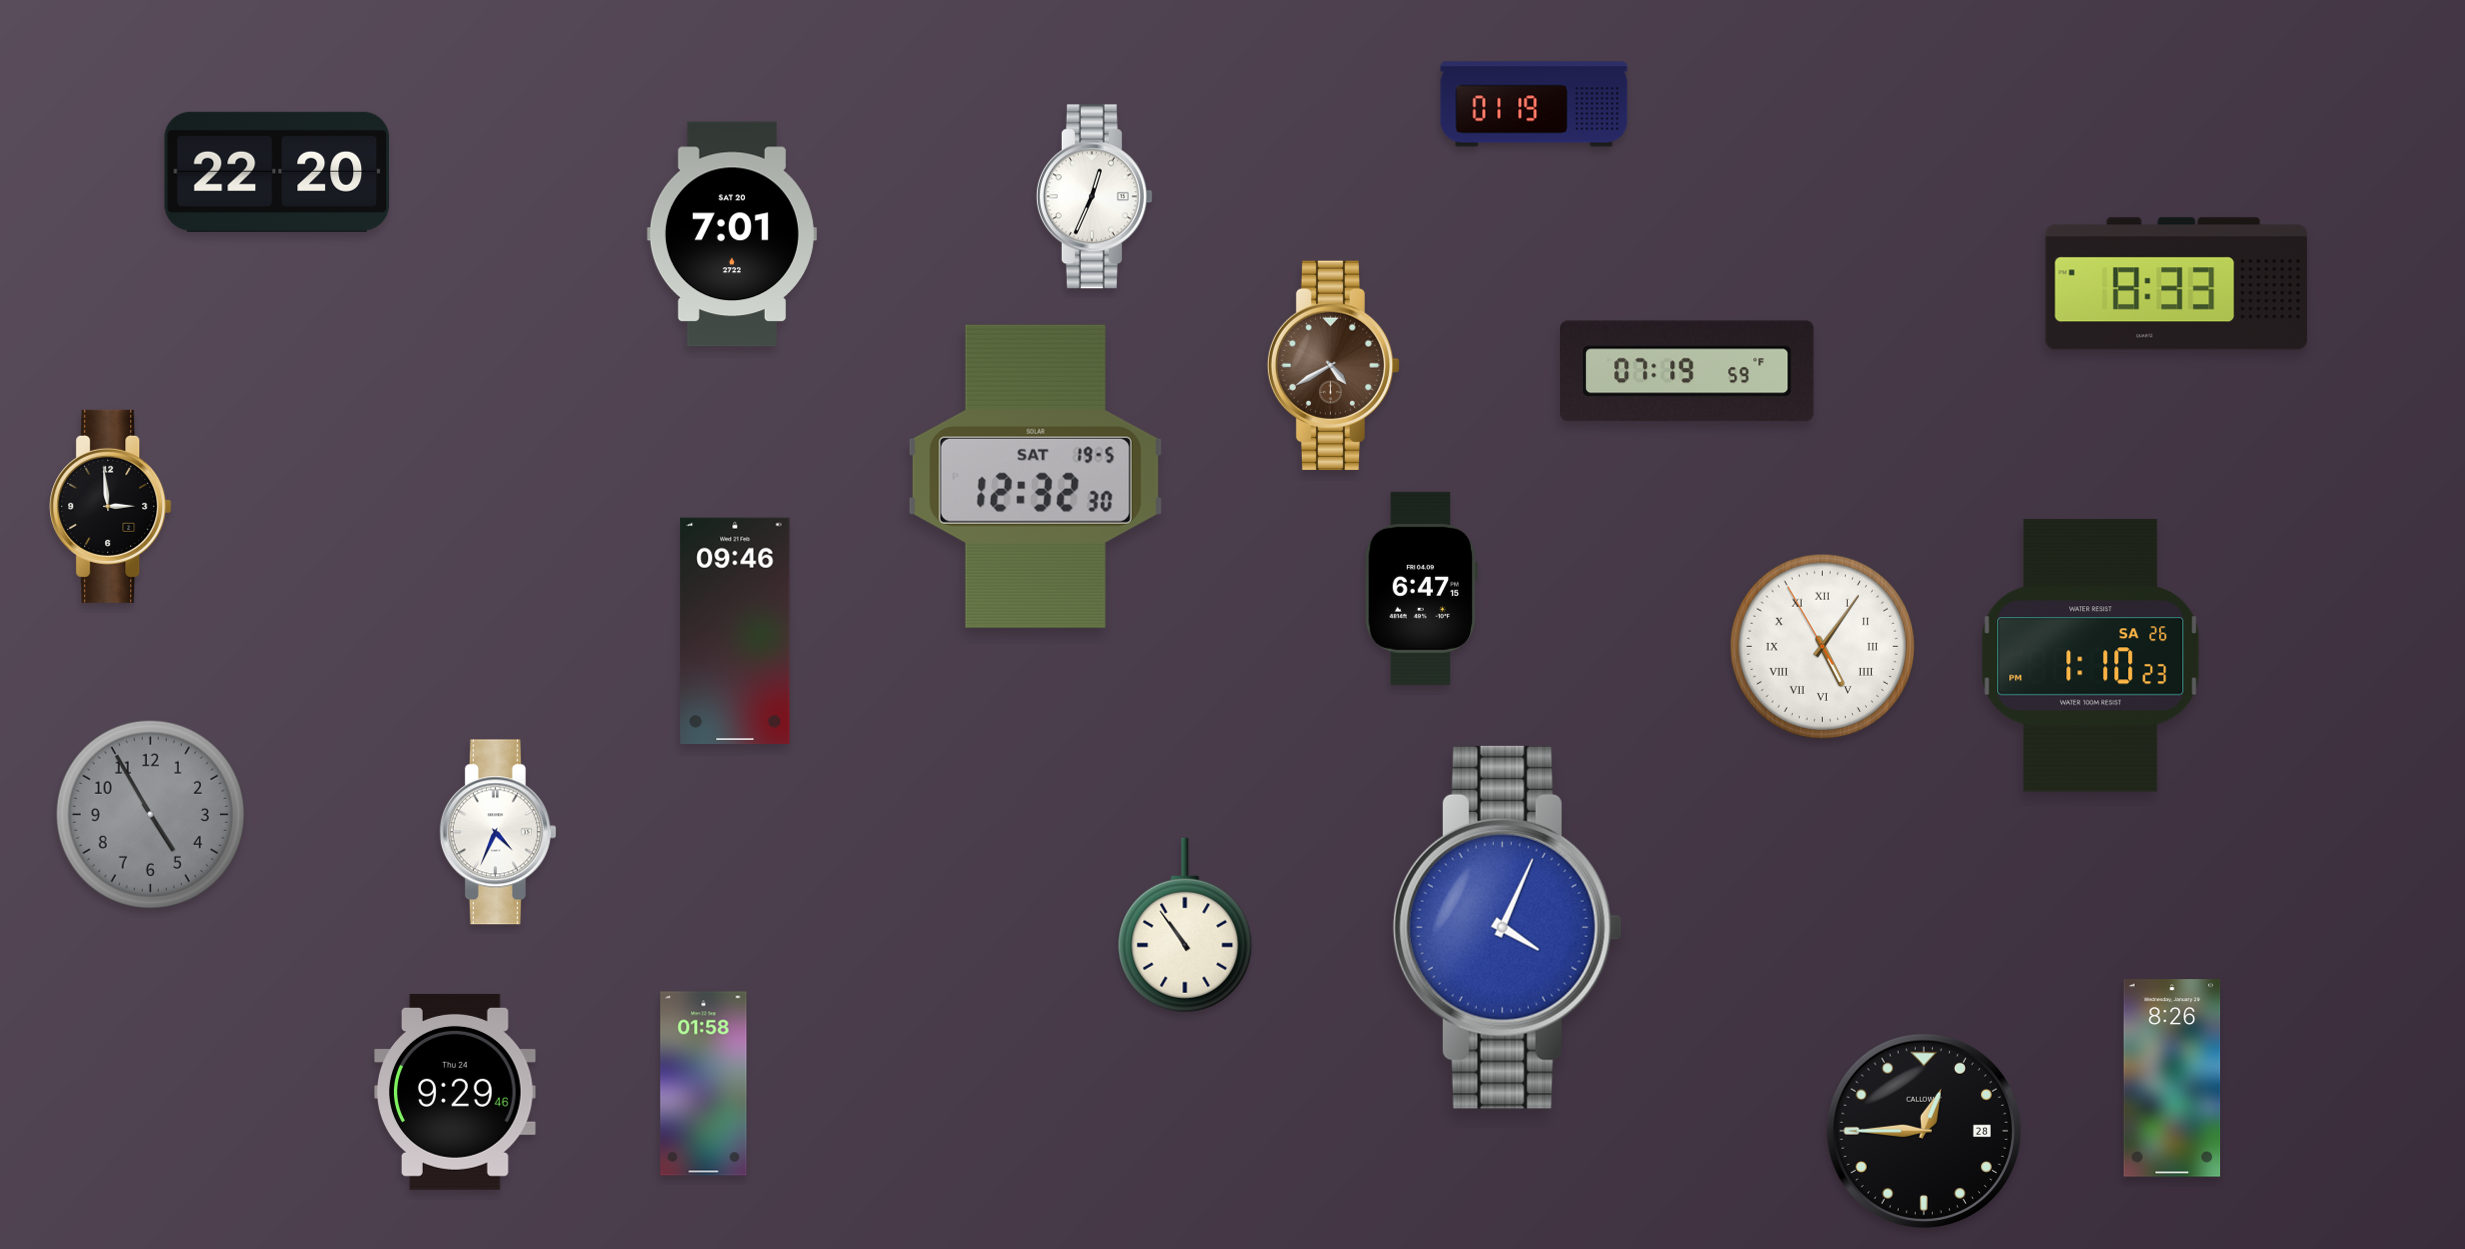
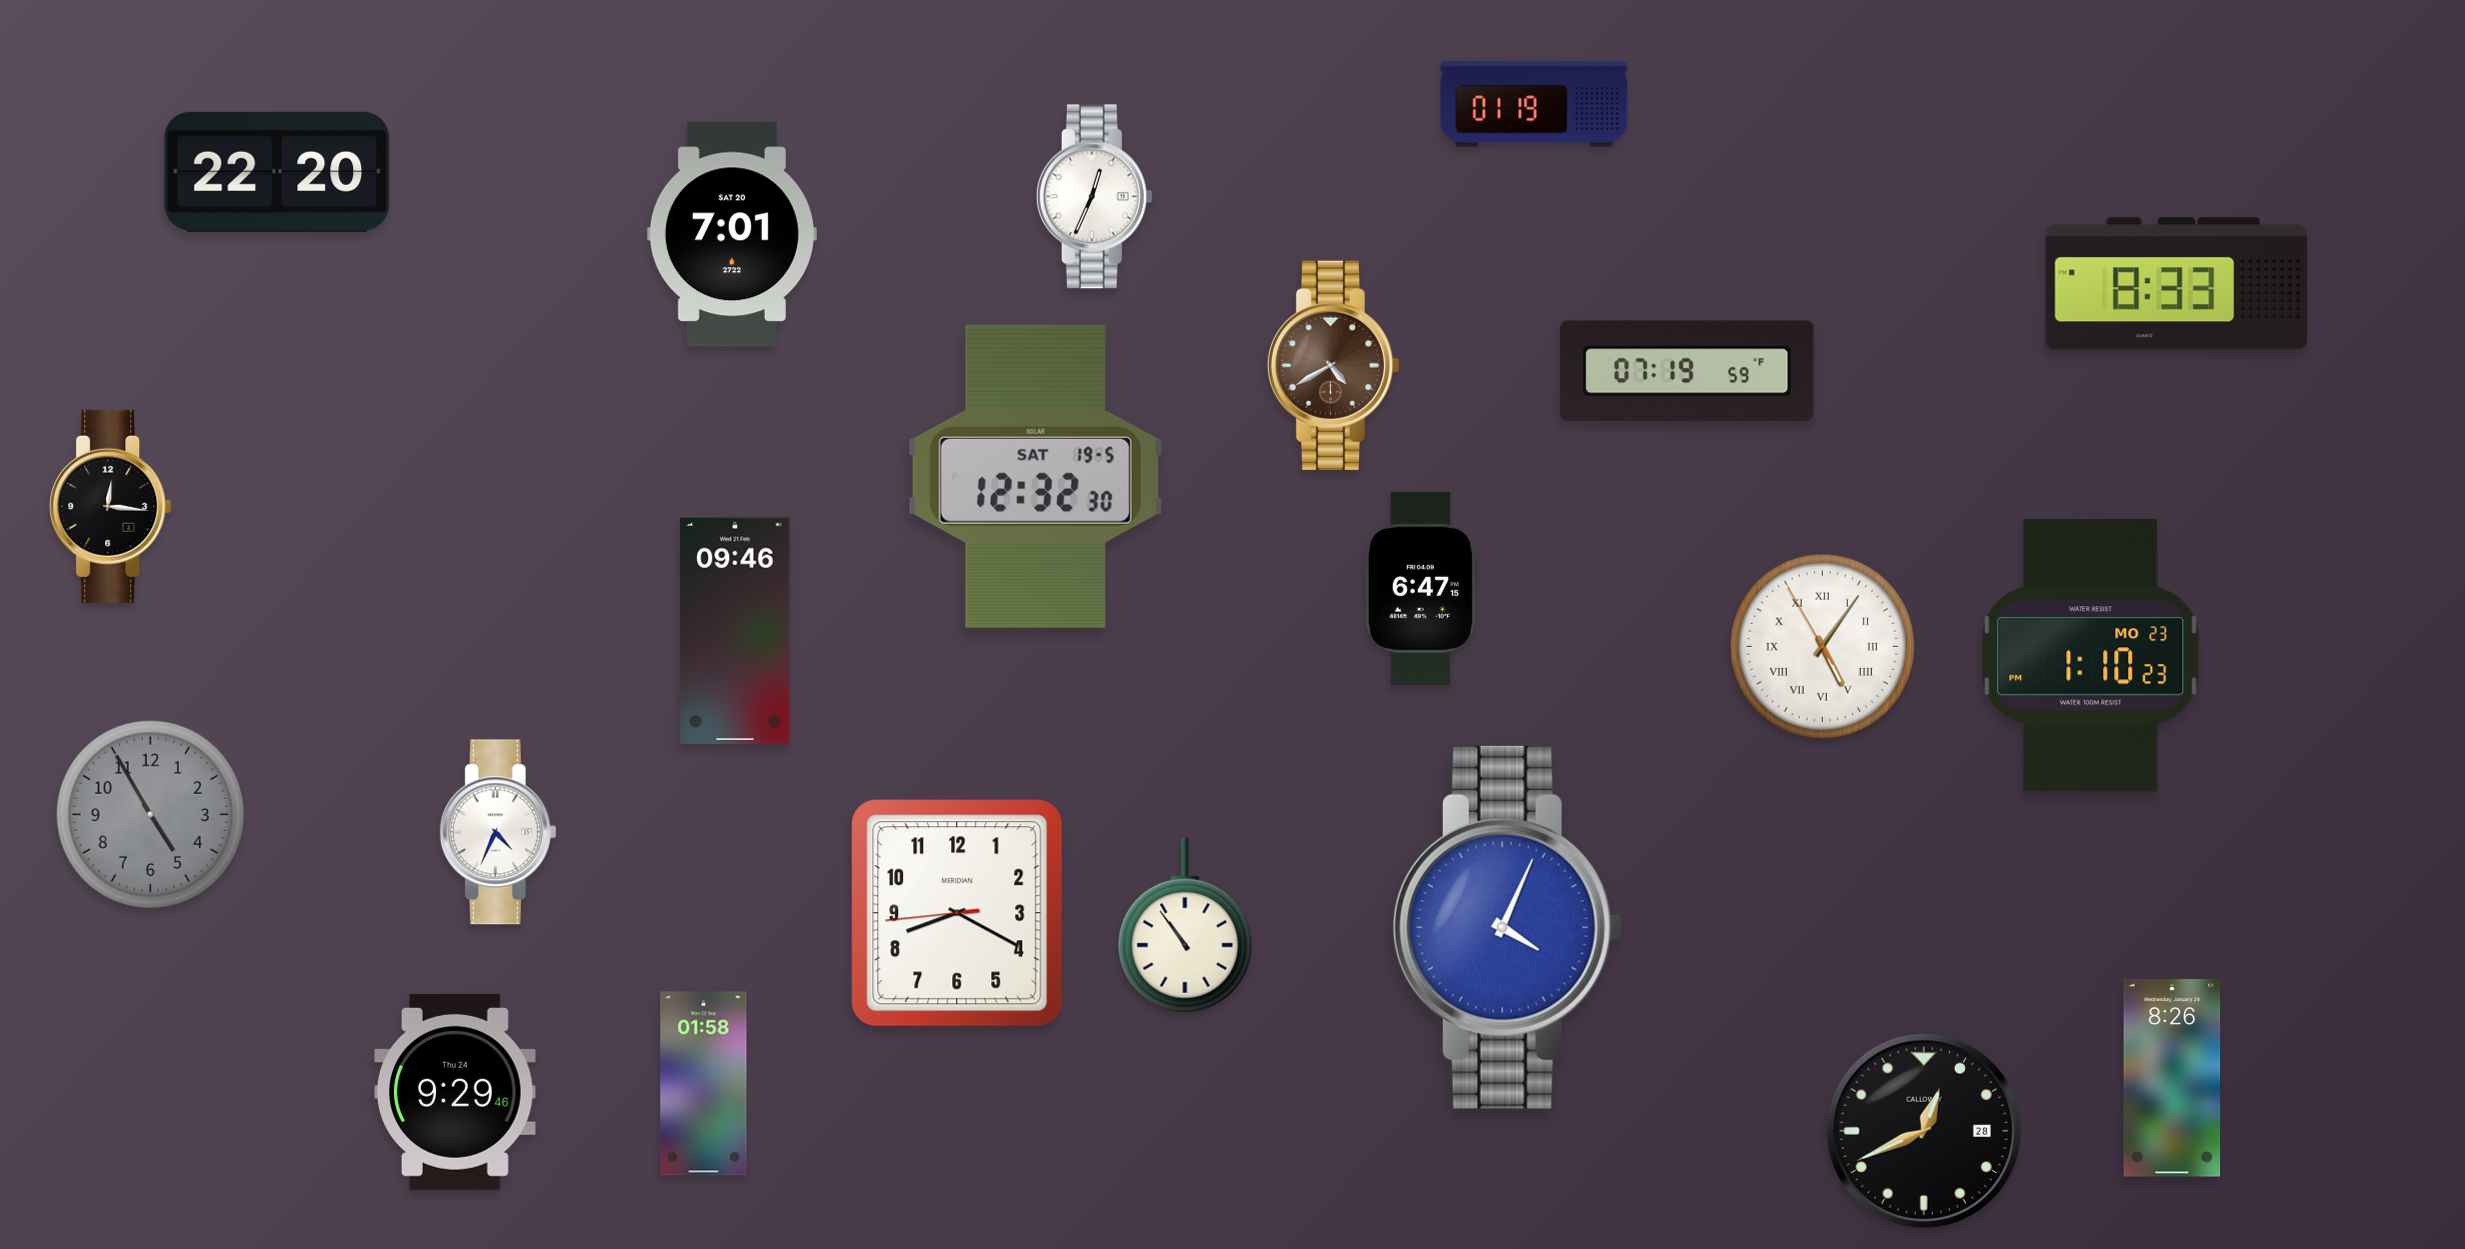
clock at (111, 506): 2:59 -> 12:16
clock at (2091, 656) date: SA 26 -> MO 23
clock at (957, 913): none -> 8:19
clock at (1924, 1131): 12:45 -> 12:41
